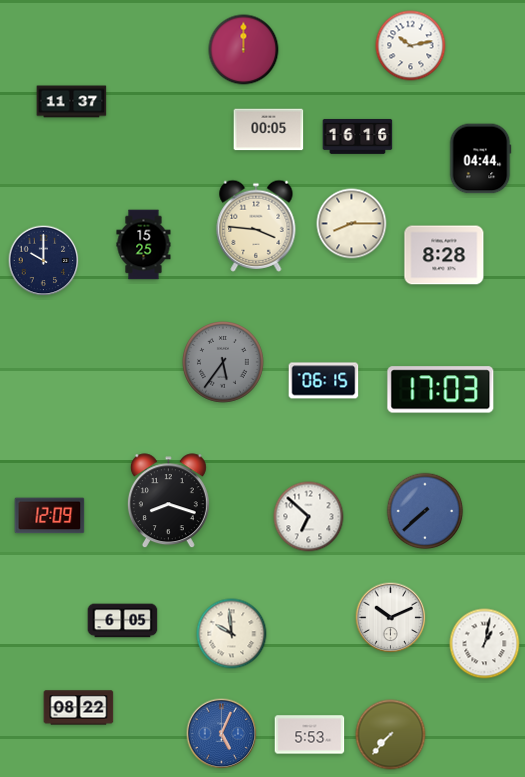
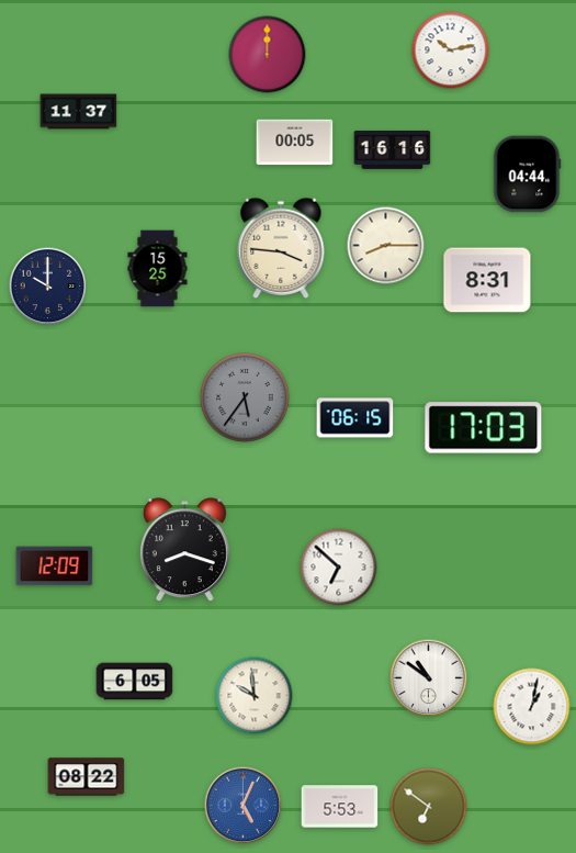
clock at (444, 255): 8:28 -> 8:31
clock at (425, 511): 7:38 -> none
clock at (391, 618): 10:11 -> 10:51
clock at (391, 735): 7:37 -> 6:51
